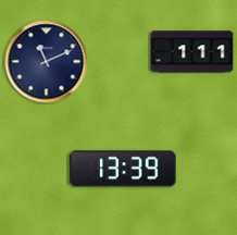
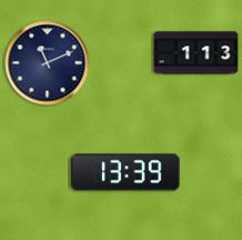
clock at (192, 52): 1:11 -> 1:13
